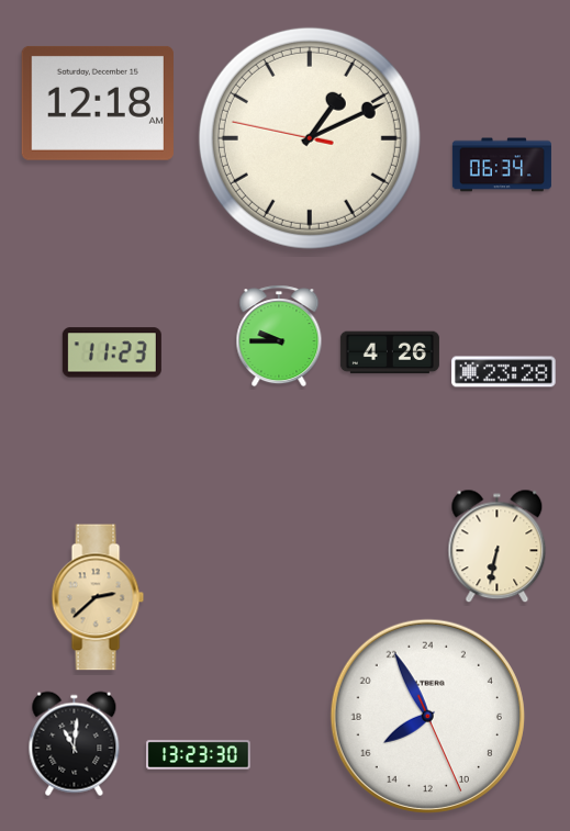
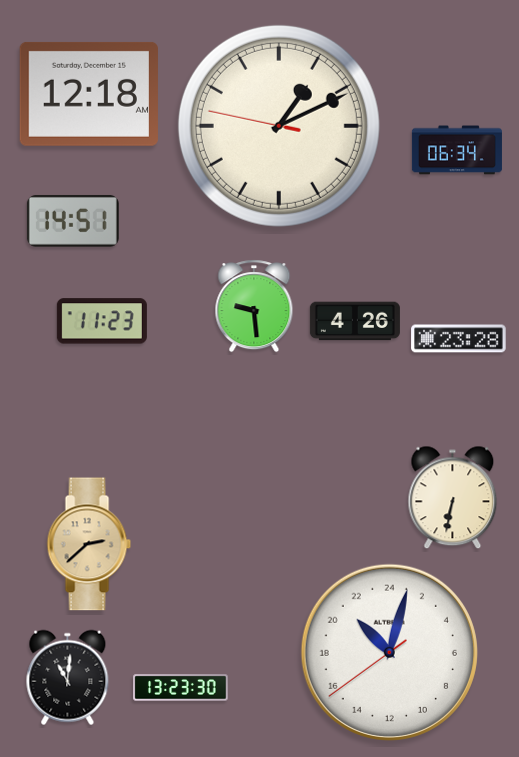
clock at (310, 138) position: (310, 138) -> (279, 126)
clock at (73, 221): none -> 14:51
clock at (279, 336): 9:45 -> 9:29
clock at (427, 716): 15:55 -> 21:02
